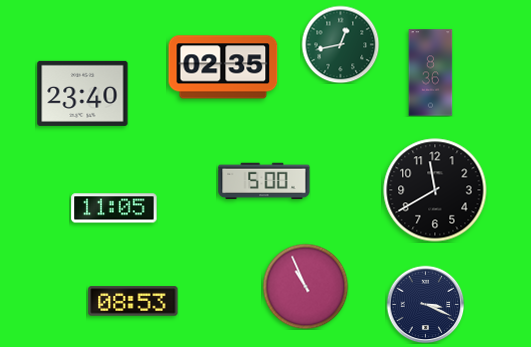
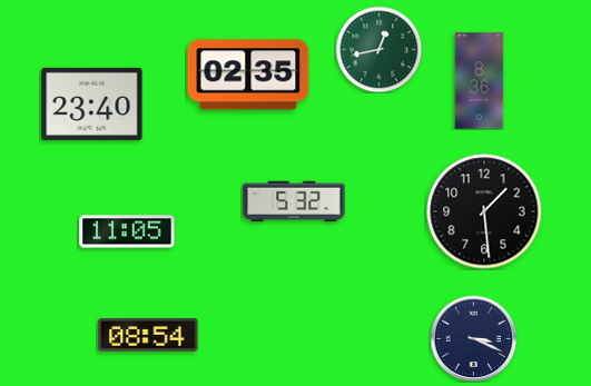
clock at (264, 181): 5:00 -> 5:32
clock at (435, 190): 11:40 -> 1:29
clock at (305, 286): 10:56 -> none
clock at (133, 301): 08:53 -> 08:54
